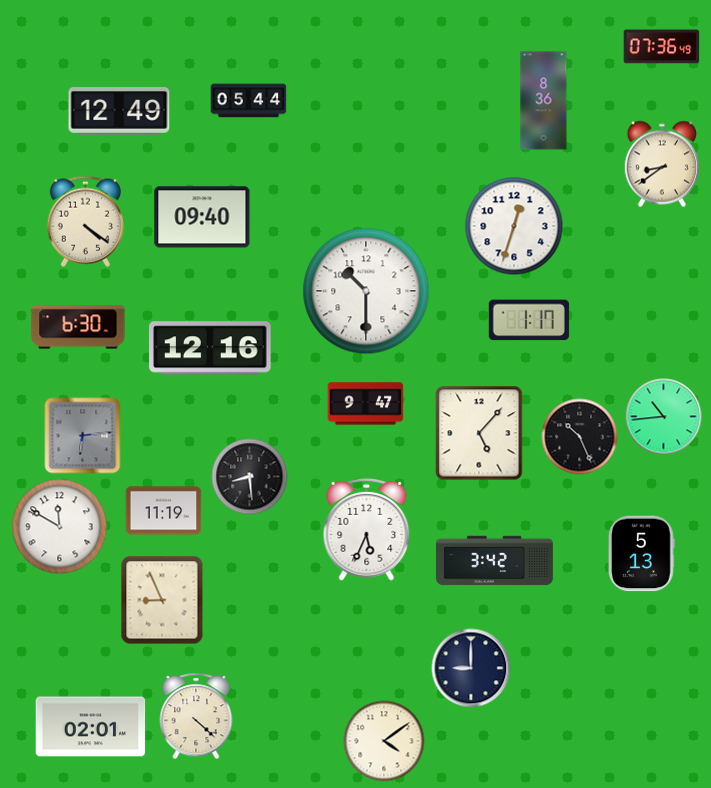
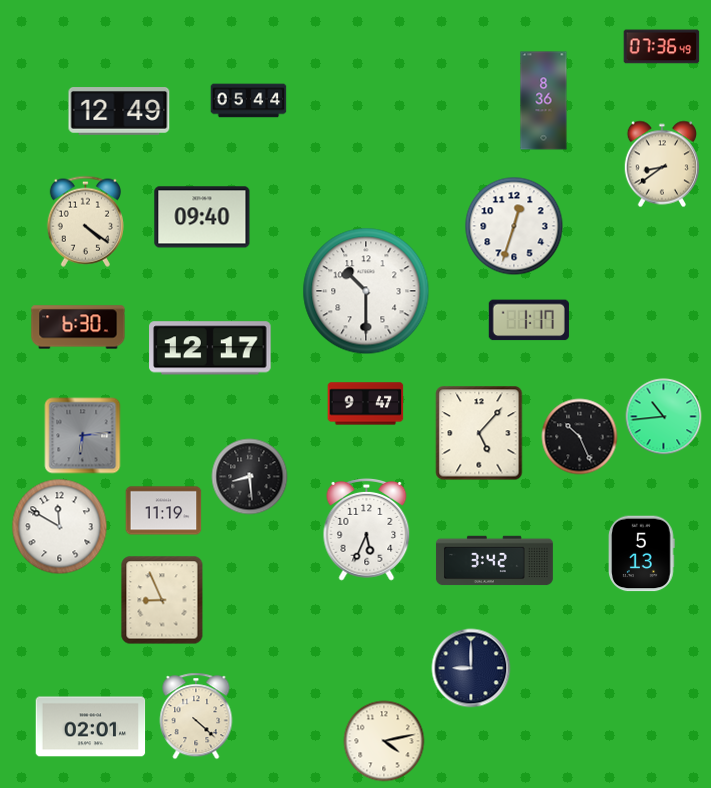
clock at (210, 348): 12:16 -> 12:17
clock at (384, 741): 4:09 -> 4:13
